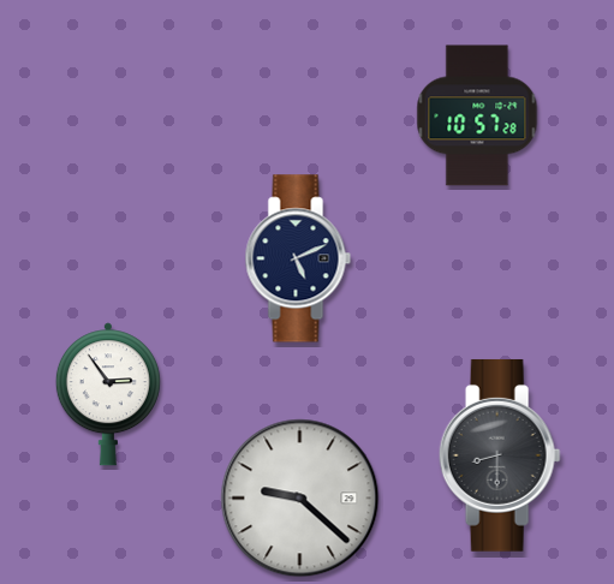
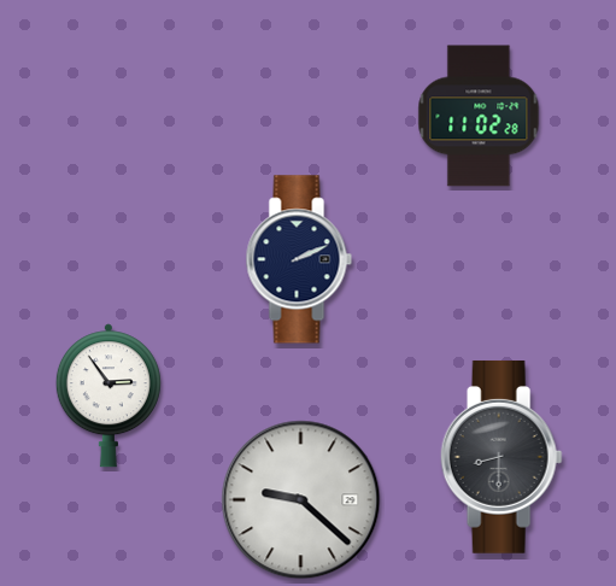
clock at (477, 115): 10:57 -> 11:02
clock at (298, 258): 5:11 -> 2:11
